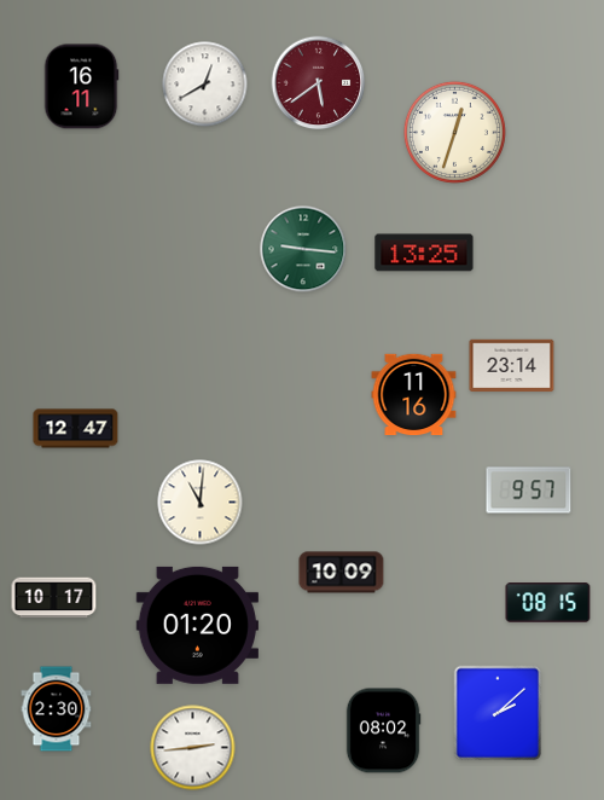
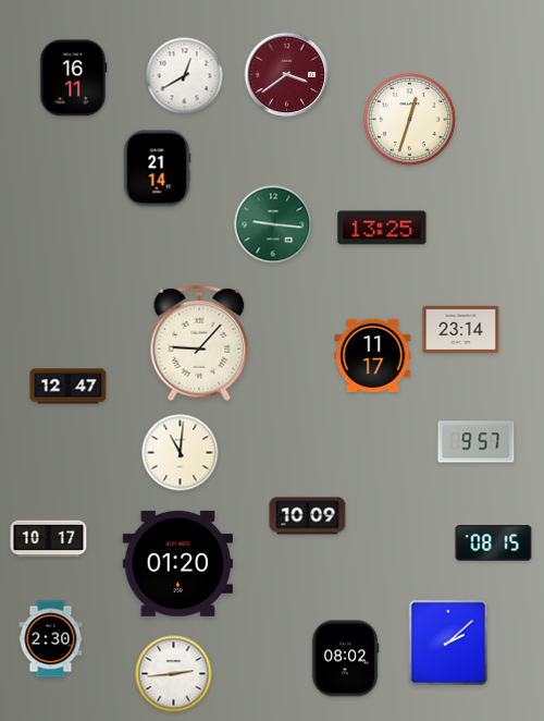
clock at (319, 83): 5:39 -> 3:39
clock at (157, 169): none -> 21:14
clock at (199, 343): none -> 9:07
clock at (414, 395): 11:16 -> 11:17
